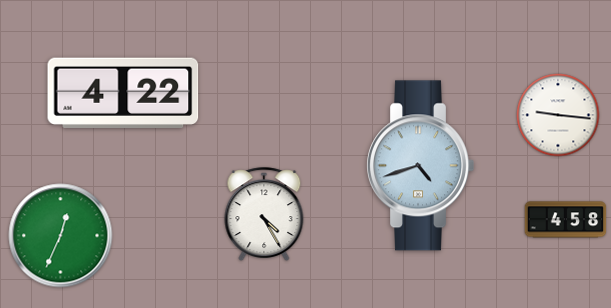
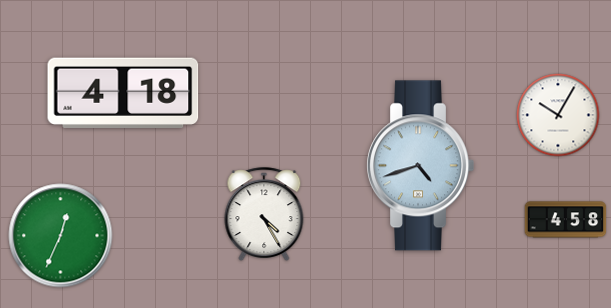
clock at (123, 92): 4:22 -> 4:18
clock at (558, 115): 9:16 -> 10:05
